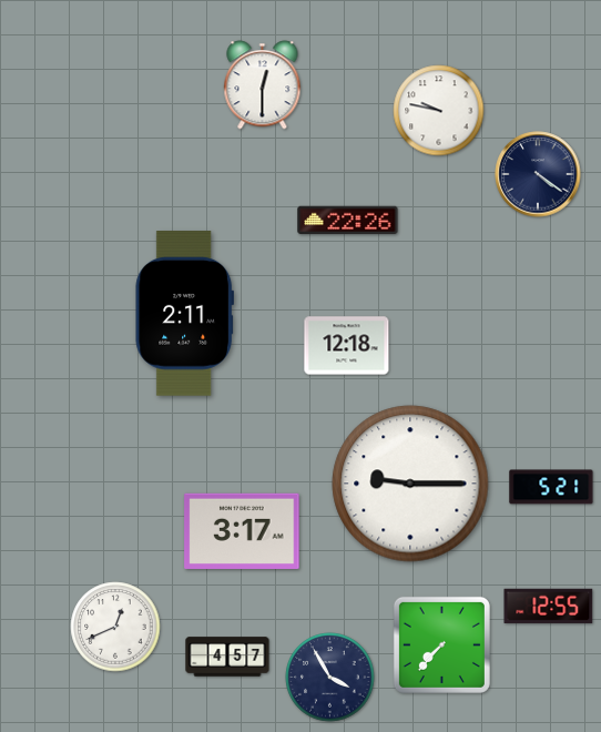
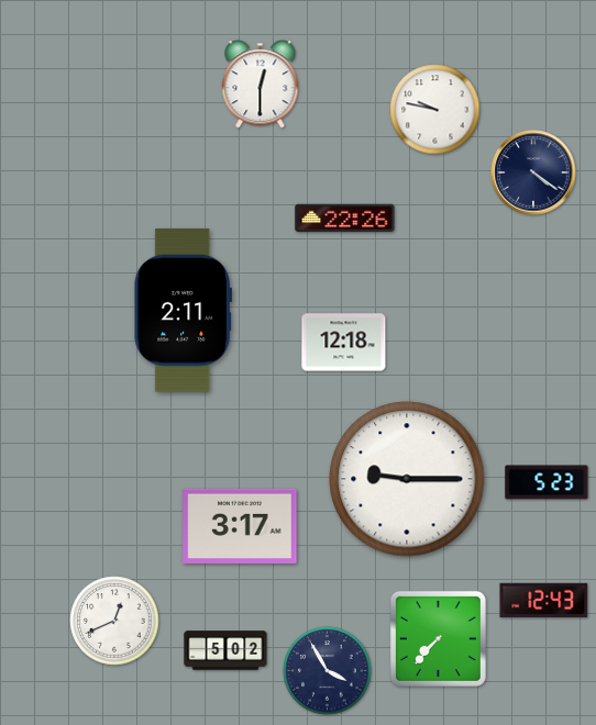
clock at (551, 487): 5:21 -> 5:23
clock at (549, 606): 12:55 -> 12:43
clock at (227, 657): 4:57 -> 5:02
